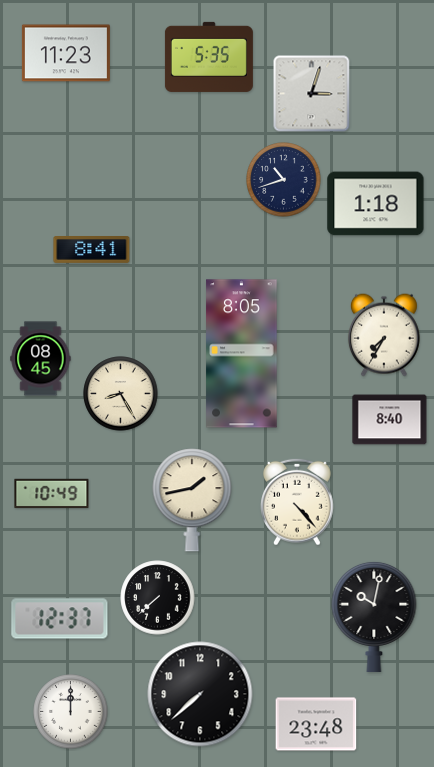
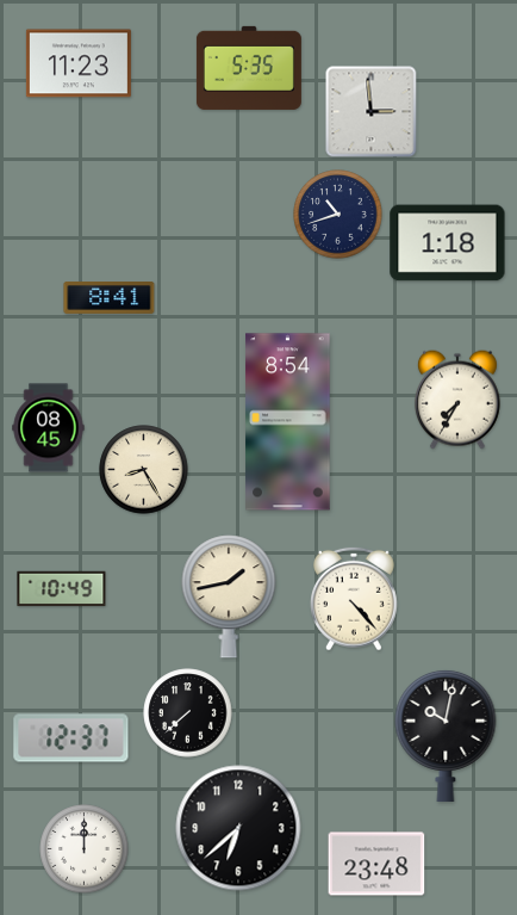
clock at (312, 94): 3:03 -> 2:59
clock at (242, 354): 8:05 -> 8:54
clock at (390, 420): 8:40 -> none
clock at (200, 694): 7:38 -> 6:38
